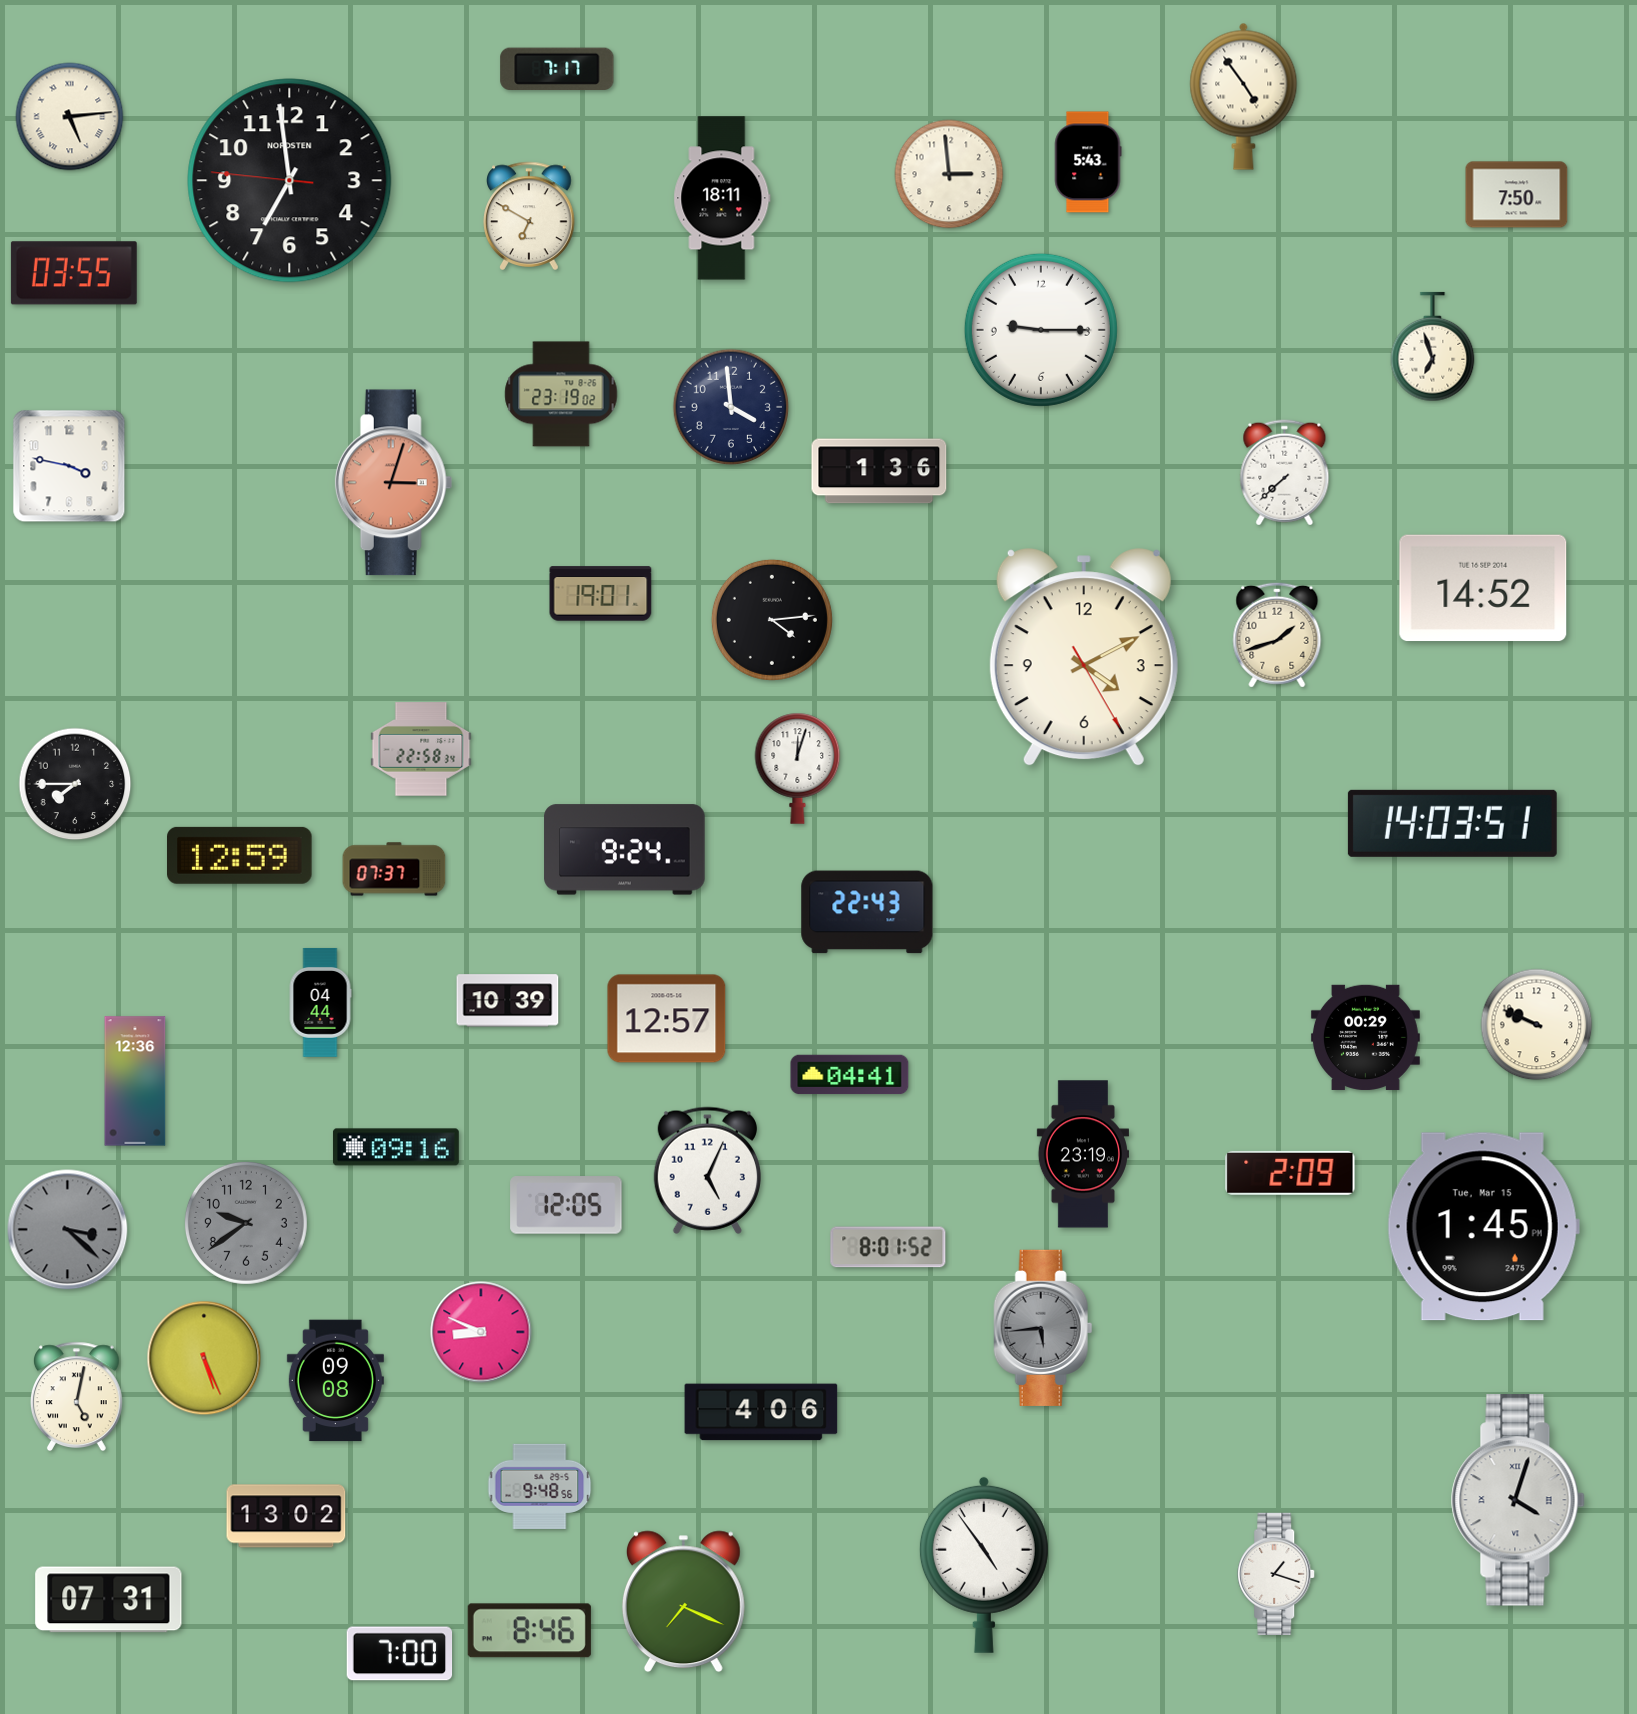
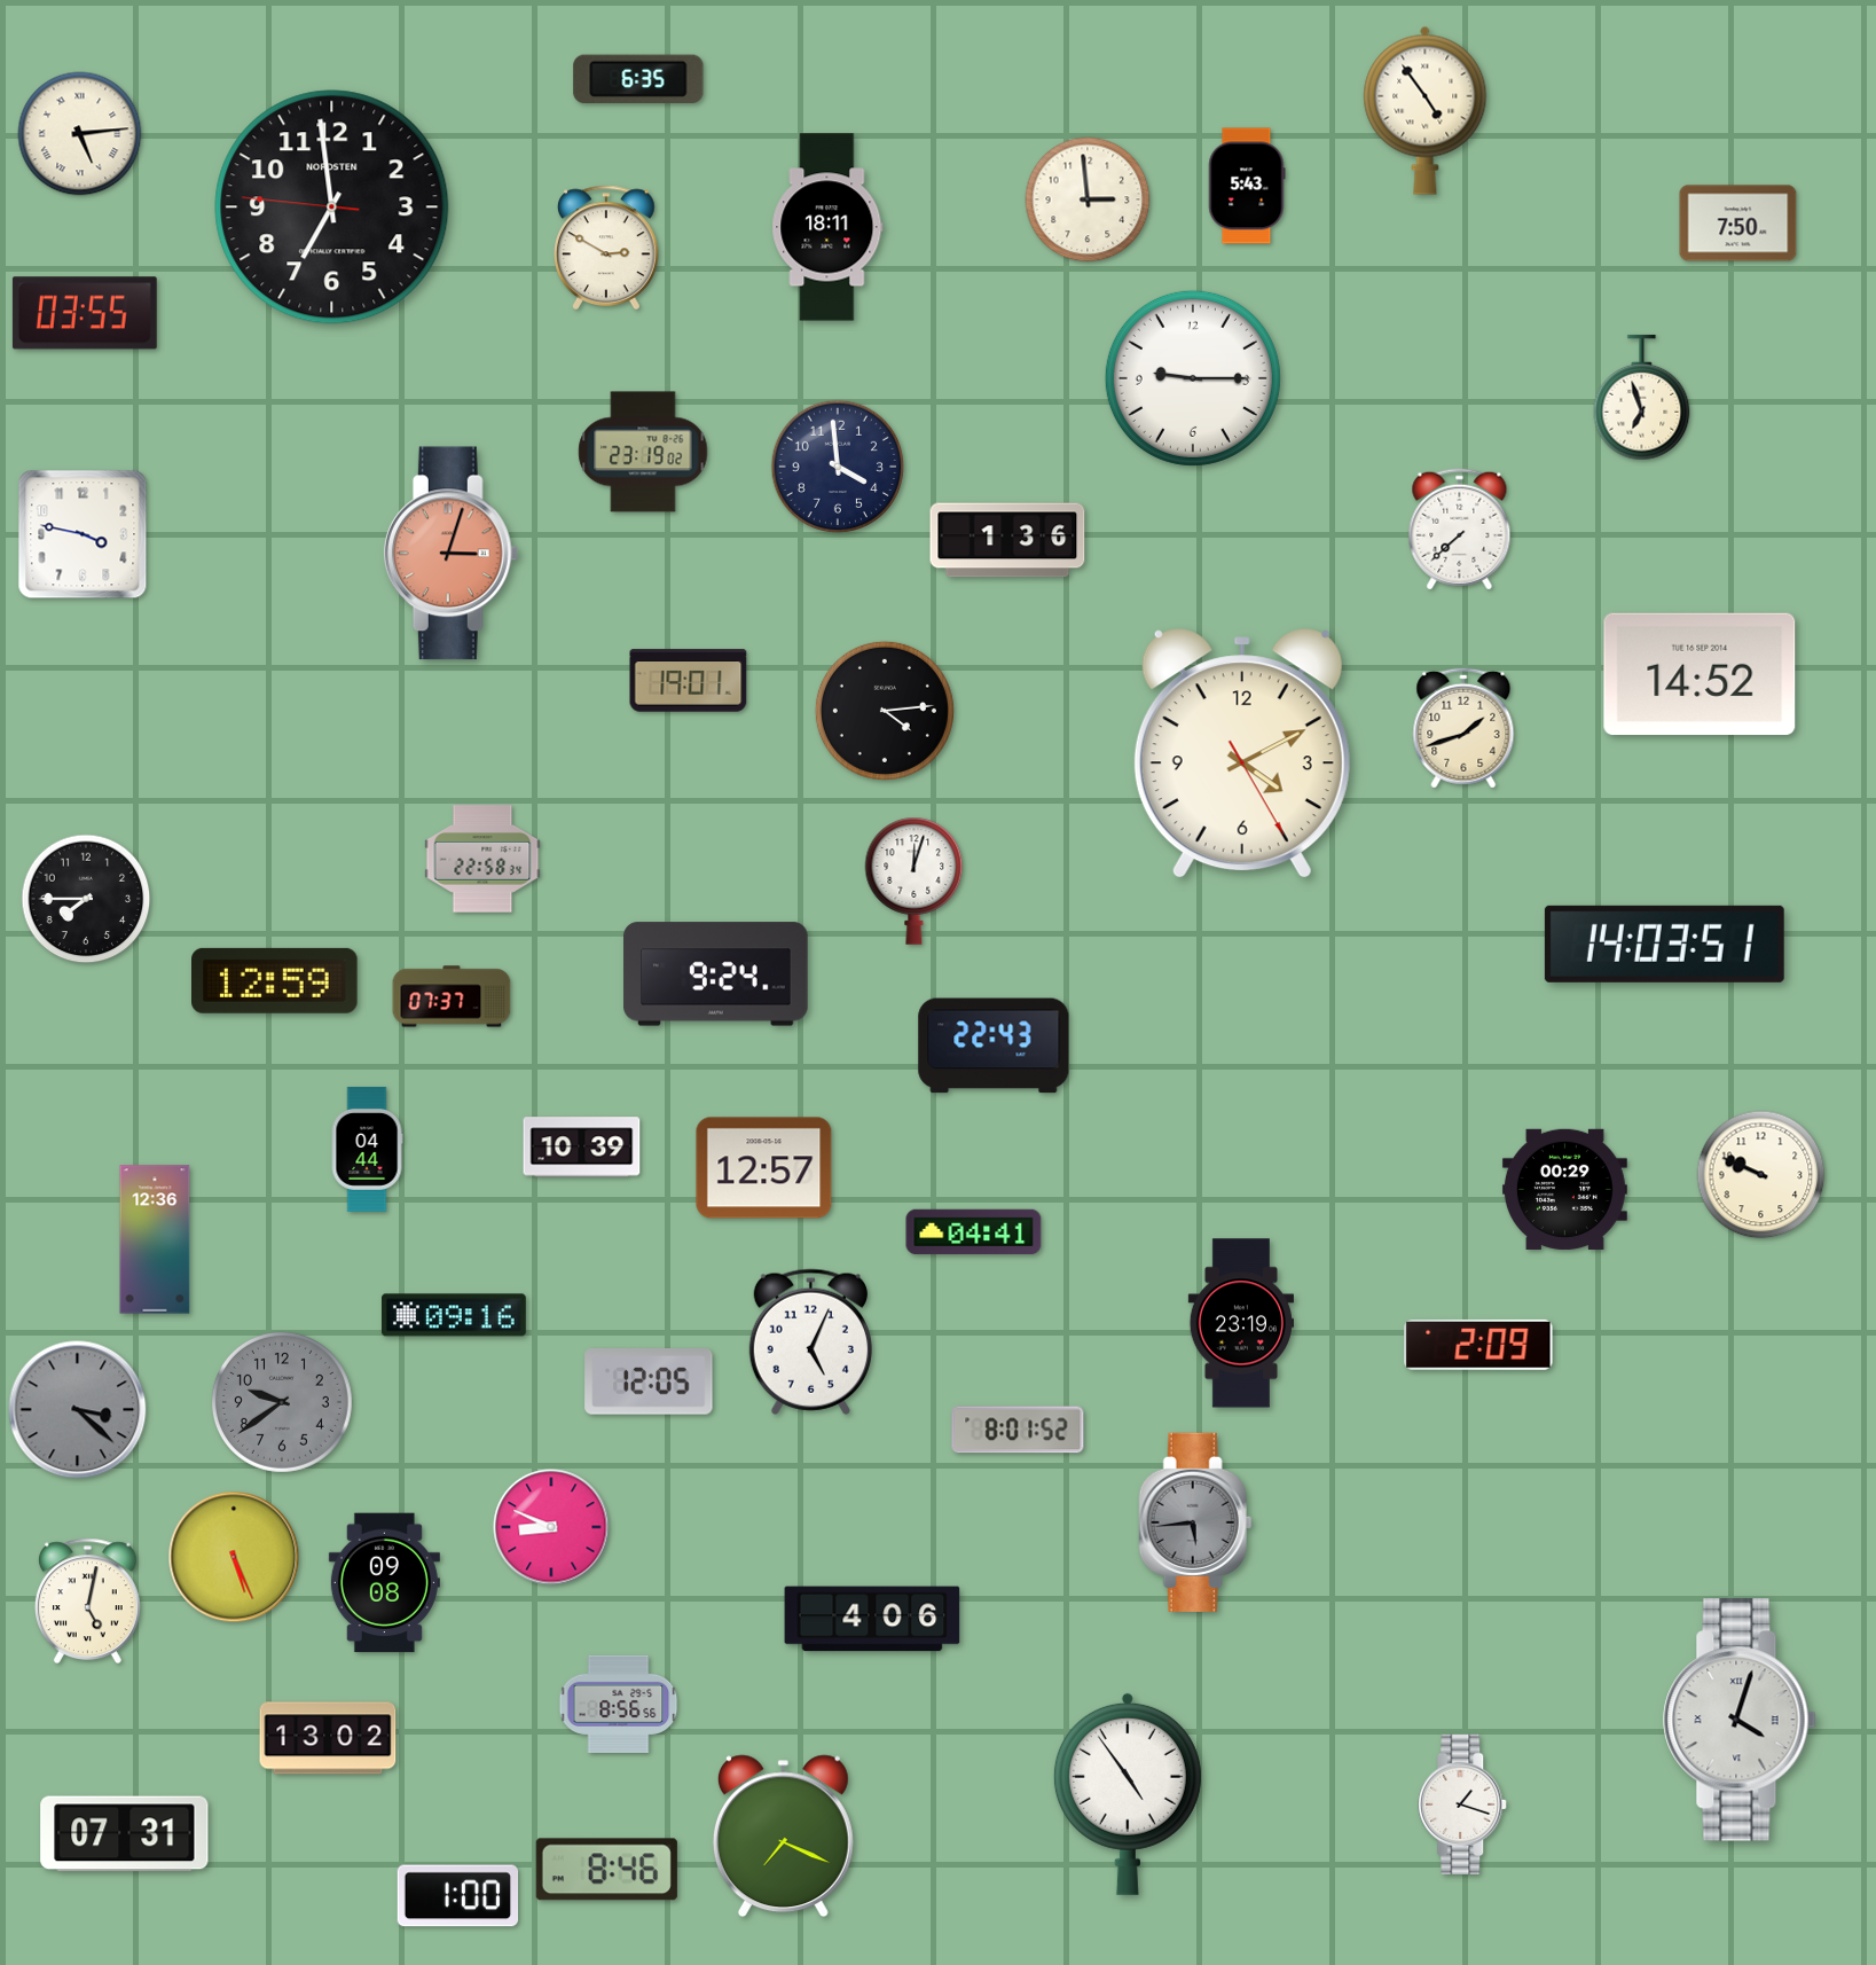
clock at (557, 68): 7:17 -> 6:35
clock at (529, 216): 6:50 -> 2:50
clock at (69, 466) position: (69, 466) -> (83, 534)
clock at (1285, 473) position: (1285, 473) -> (1460, 530)
clock at (1483, 1227): 1:45 -> none
clock at (540, 1486): 9:48 -> 8:56
clock at (400, 1654): 7:00 -> 1:00
